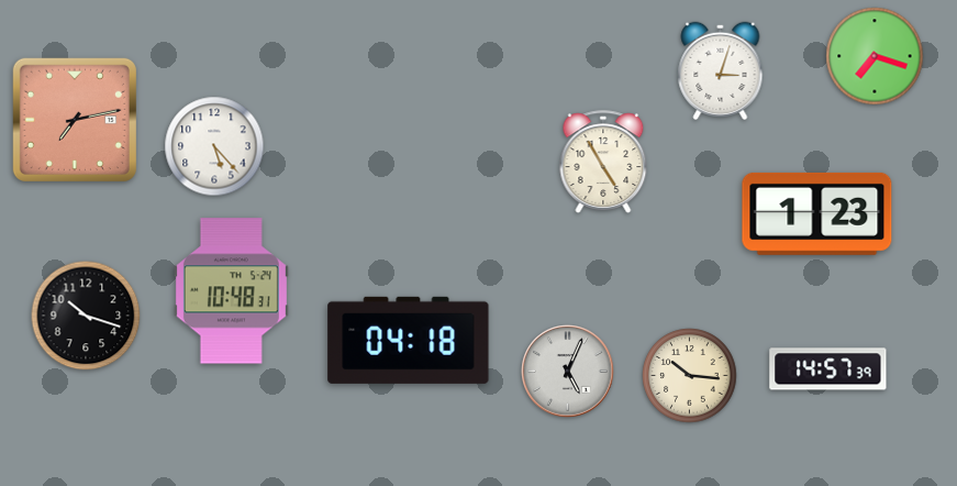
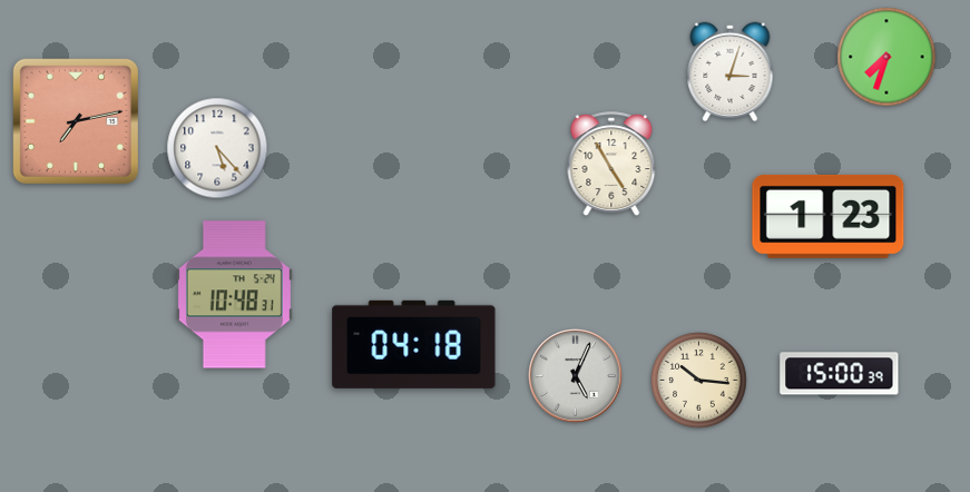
clock at (875, 56): 7:18 -> 7:33
clock at (86, 316): 10:18 -> none
clock at (828, 369): 14:57 -> 15:00
